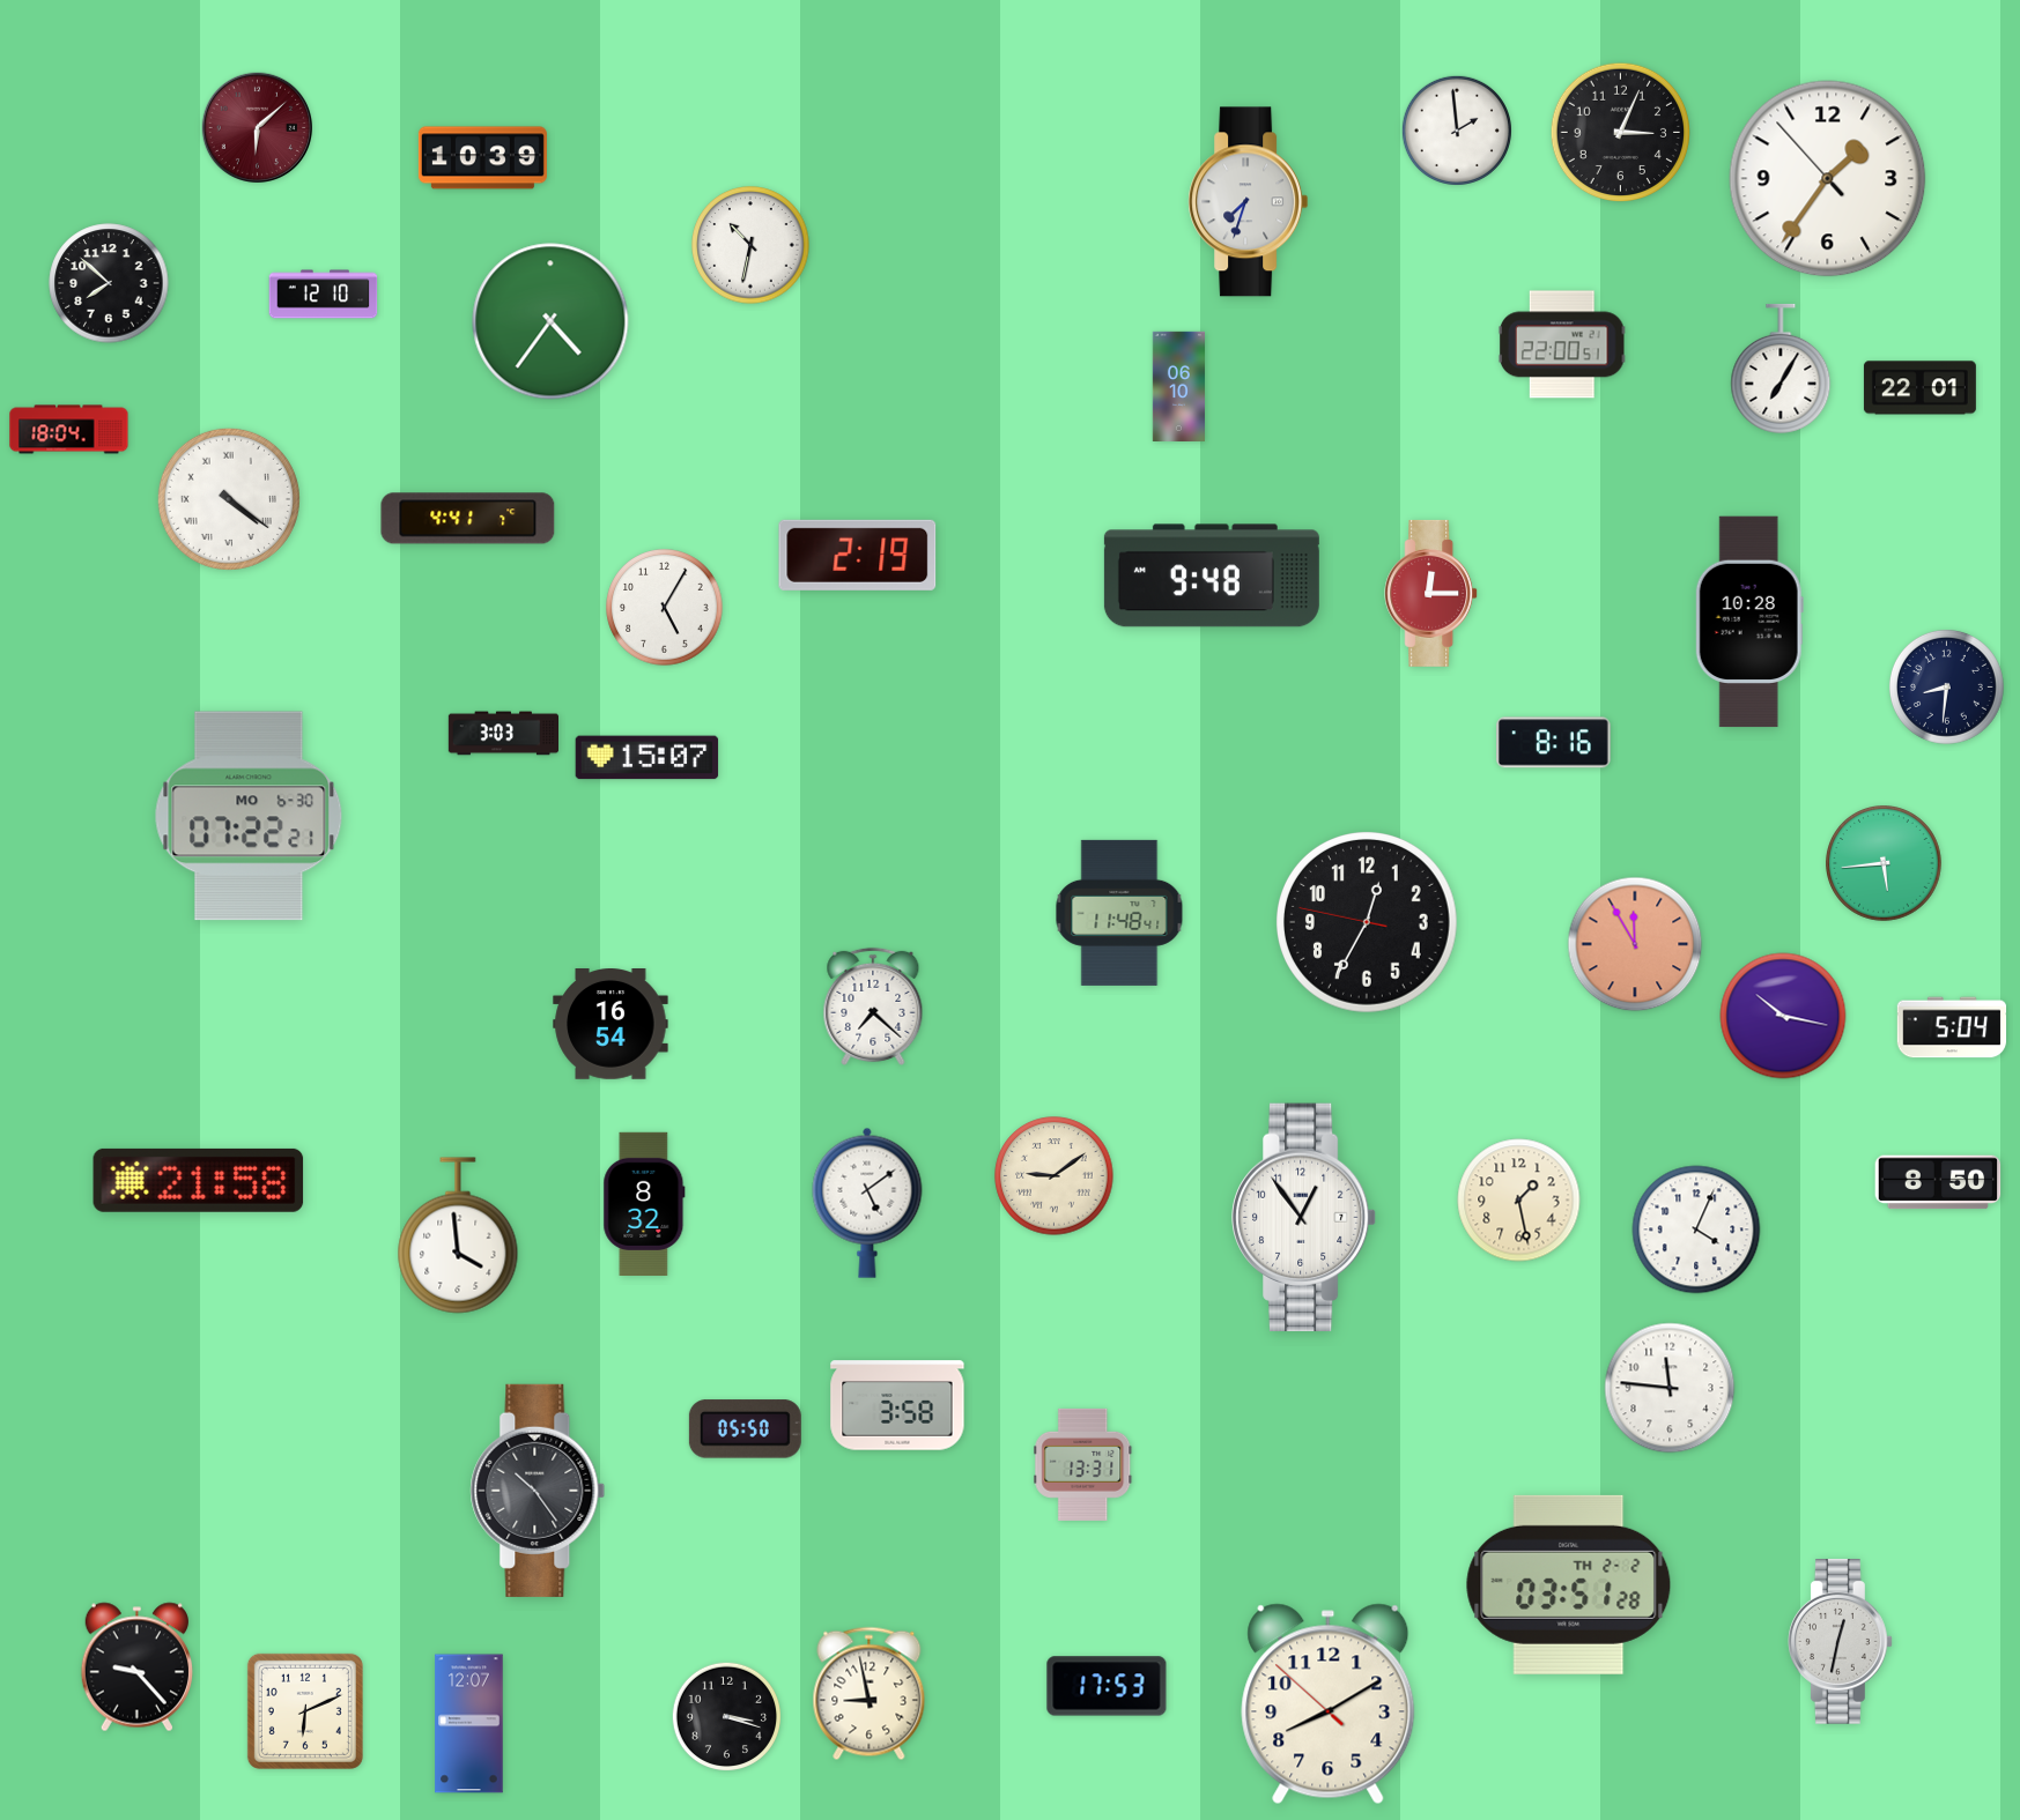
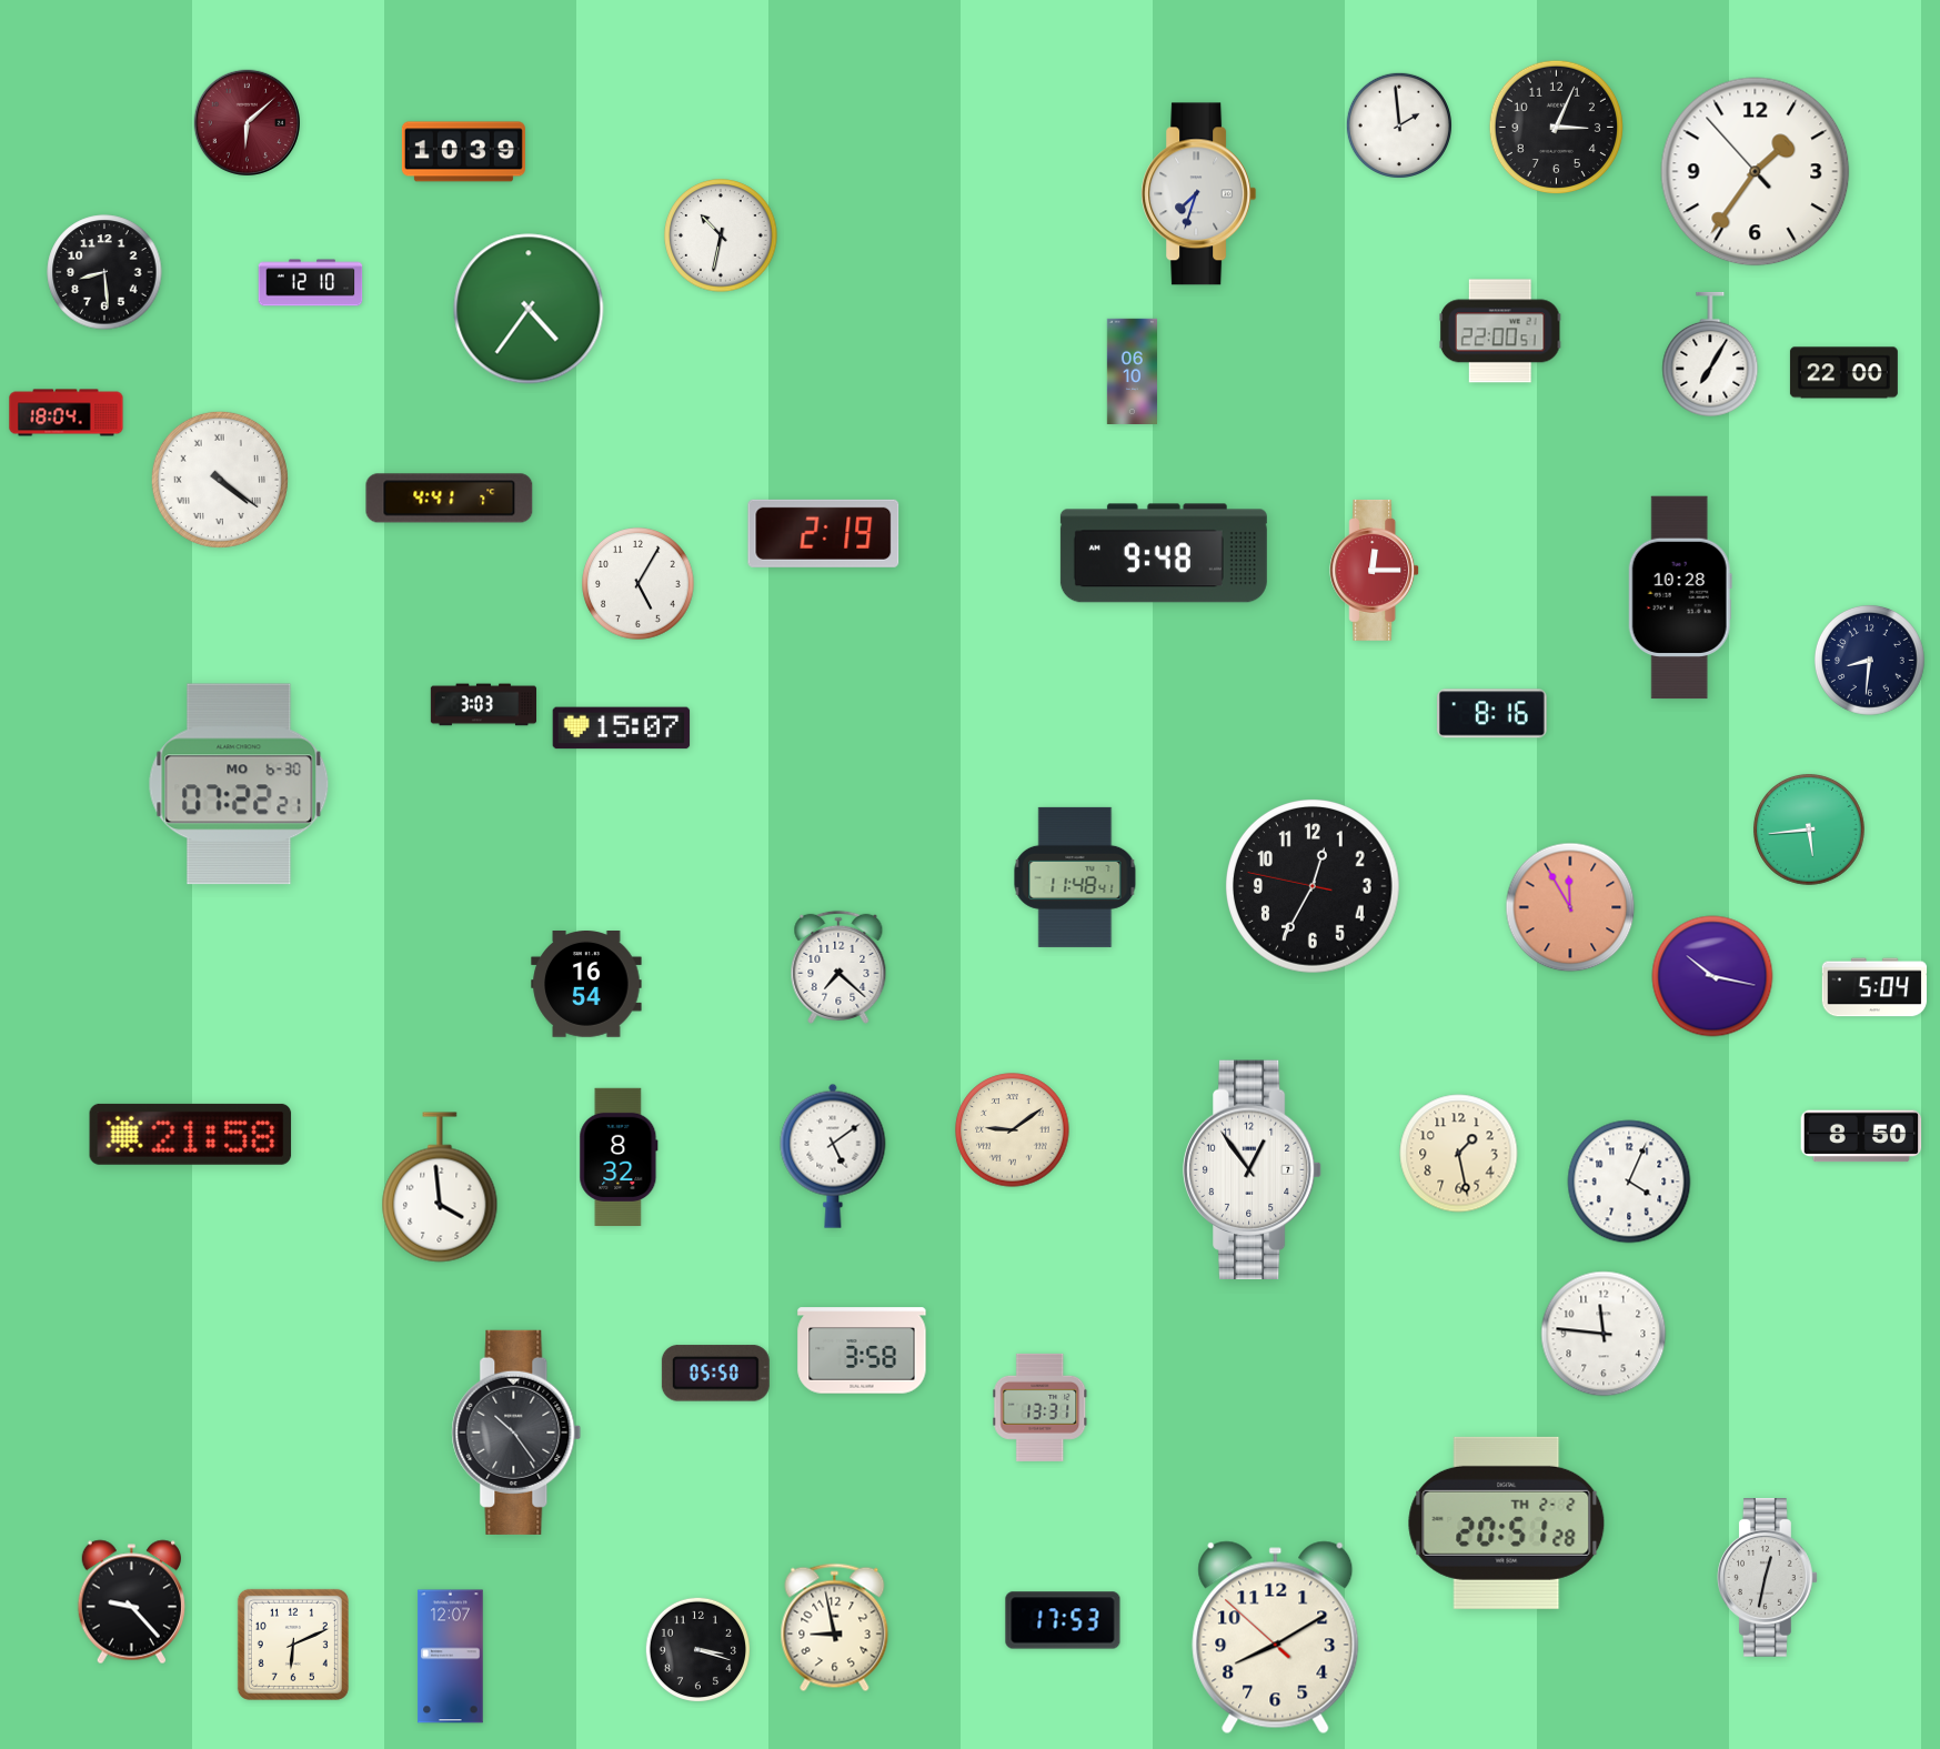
clock at (109, 283): 7:52 -> 8:29
clock at (1919, 388): 22:01 -> 22:00
clock at (1569, 1584): 03:51 -> 20:51
